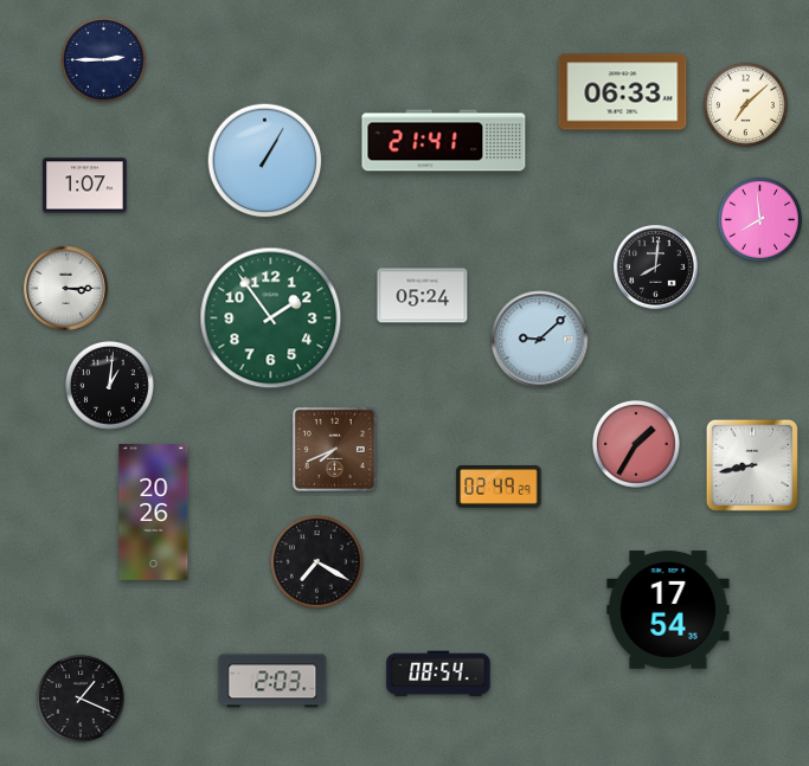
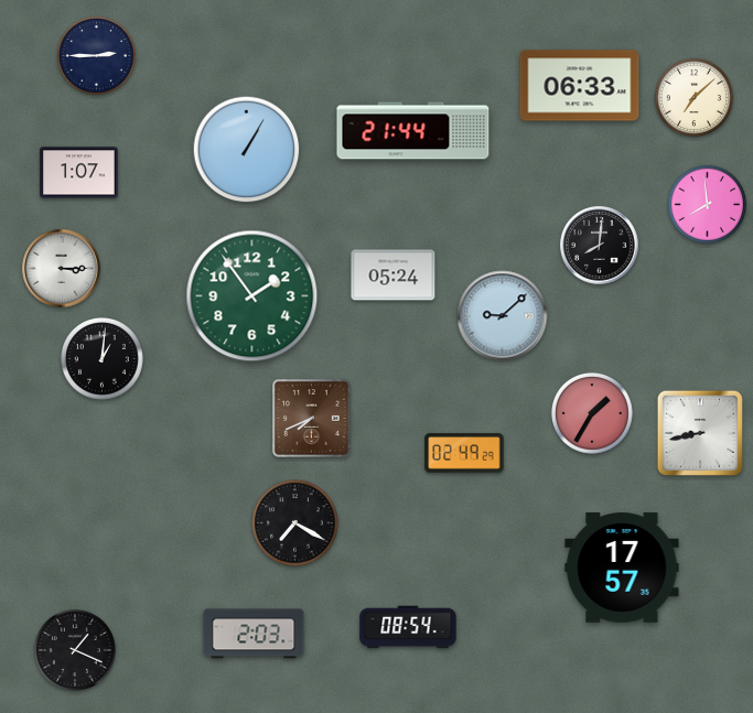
clock at (444, 141): 21:41 -> 21:44
clock at (656, 268) position: (656, 268) -> (600, 246)
clock at (154, 511): 20:26 -> none
clock at (668, 610): 17:54 -> 17:57
